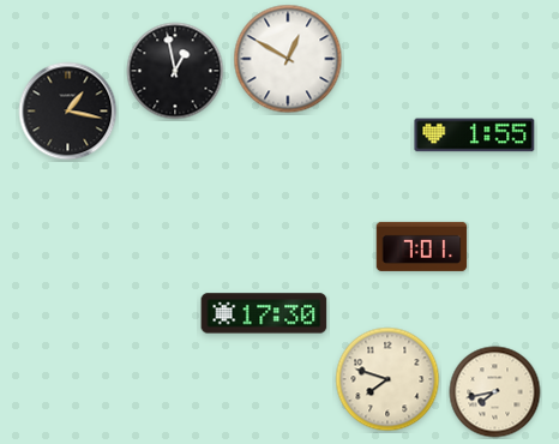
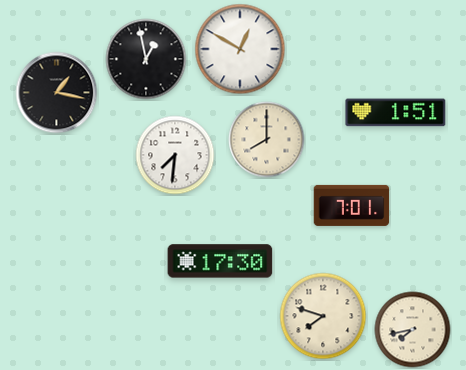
clock at (475, 136): 1:55 -> 1:51
clock at (267, 140): none -> 8:00
clock at (175, 155): none -> 7:31
clock at (495, 392) position: (495, 392) -> (413, 330)
